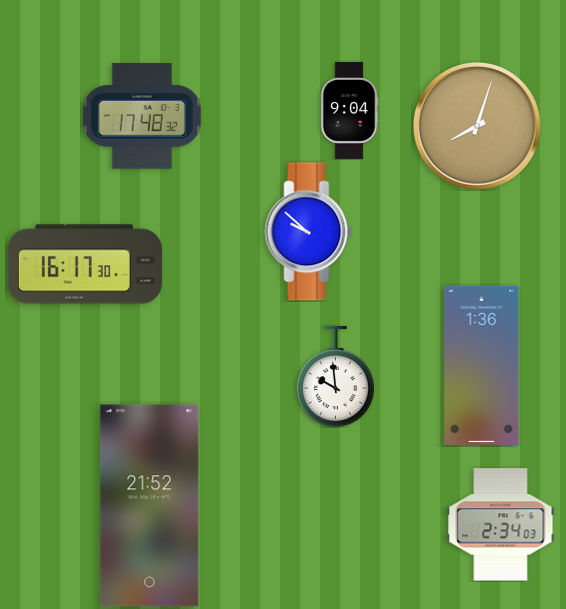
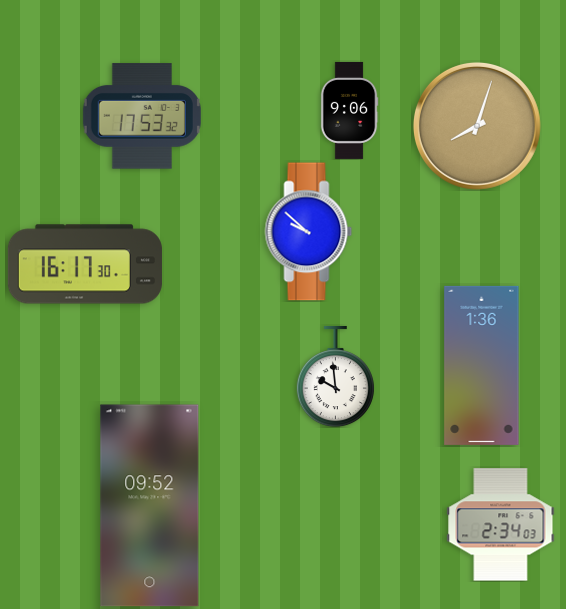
clock at (349, 110): 9:04 -> 9:06
clock at (142, 116): 17:48 -> 17:53
clock at (150, 506): 21:52 -> 09:52
